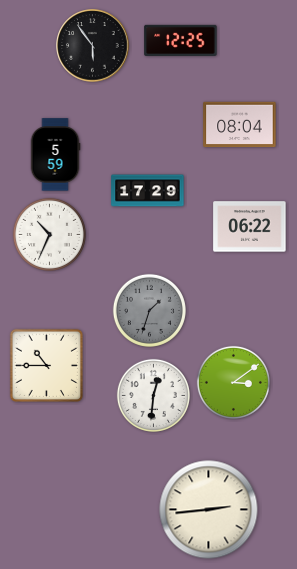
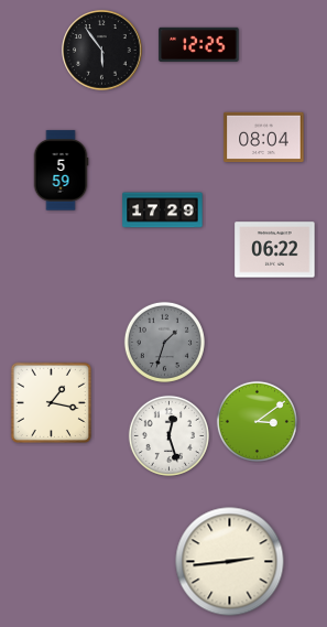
clock at (49, 234): 10:34 -> none
clock at (46, 365): 10:45 -> 1:17
clock at (153, 395): 12:31 -> 12:27
